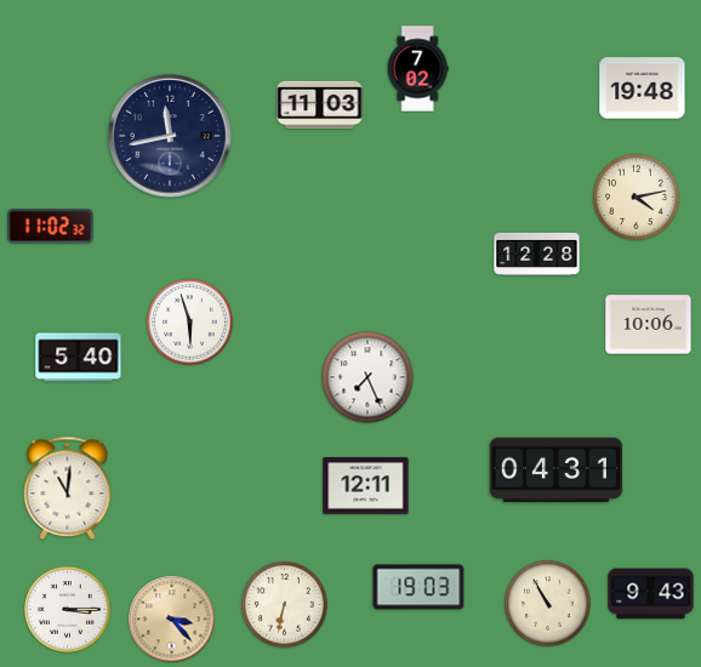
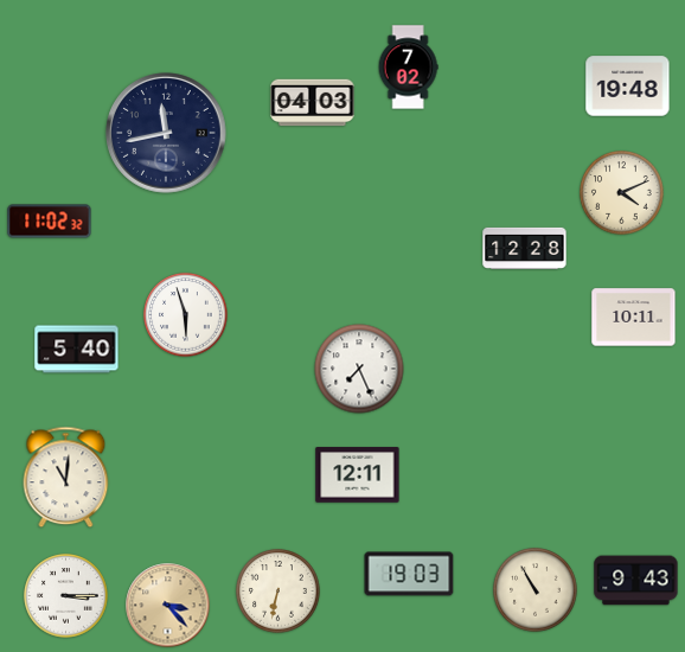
clock at (320, 106): 11:03 -> 04:03
clock at (637, 198): 4:13 -> 4:11
clock at (649, 325): 10:06 -> 10:11
clock at (555, 469): 04:31 -> none
